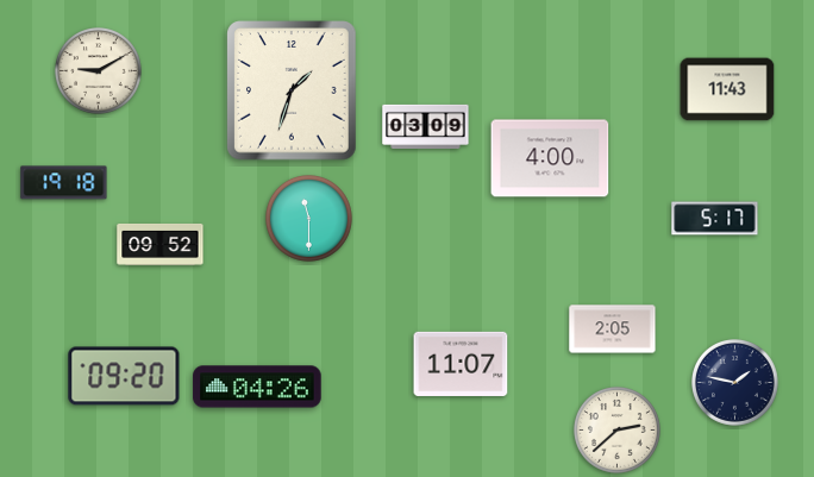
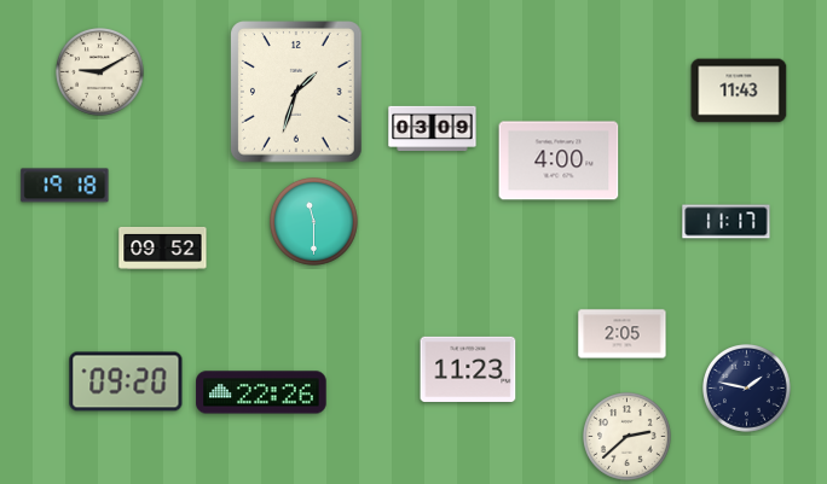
clock at (715, 219): 5:17 -> 11:17
clock at (461, 364): 11:07 -> 11:23
clock at (257, 387): 04:26 -> 22:26
